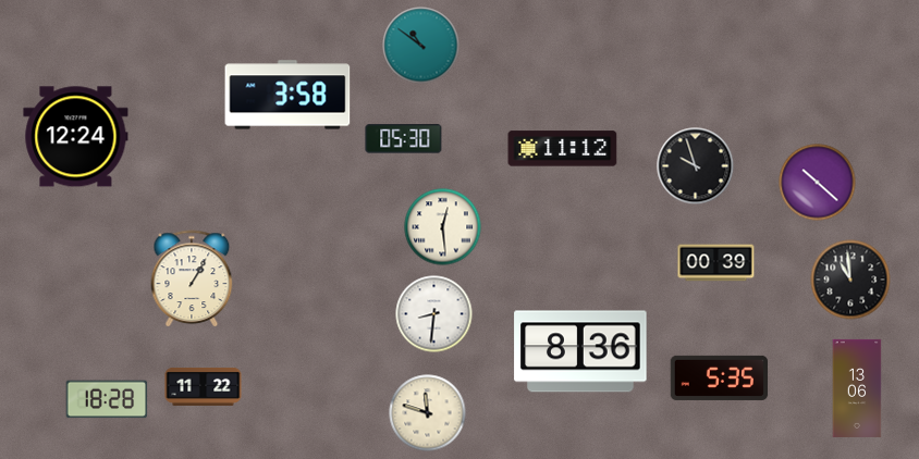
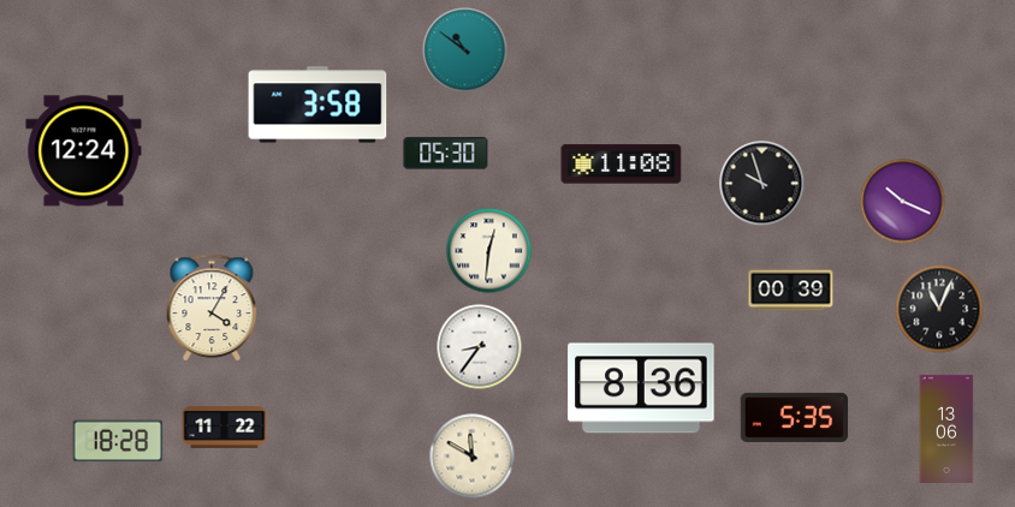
clock at (563, 149): 11:12 -> 11:08
clock at (696, 166) position: (696, 166) -> (762, 184)
clock at (818, 183): 10:22 -> 10:19
clock at (443, 227): 12:29 -> 12:31
clock at (192, 278): 1:05 -> 4:05
clock at (850, 280): 10:59 -> 11:04
clock at (434, 314): 8:31 -> 8:36
clock at (428, 413): 11:48 -> 11:50
